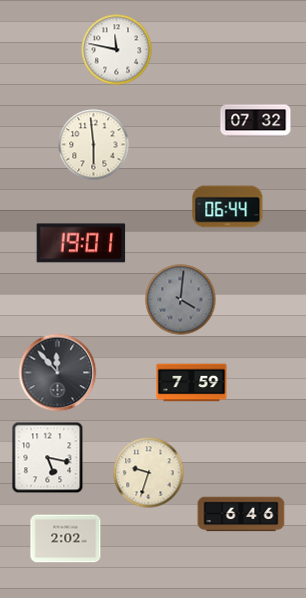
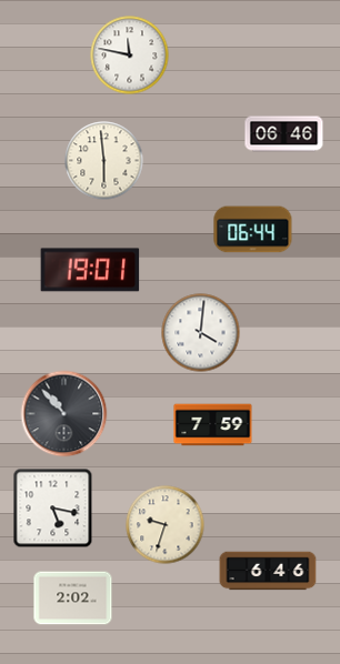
clock at (256, 121): 07:32 -> 06:46
clock at (181, 300) dial: grey -> white
clock at (58, 373): 11:53 -> 10:53
